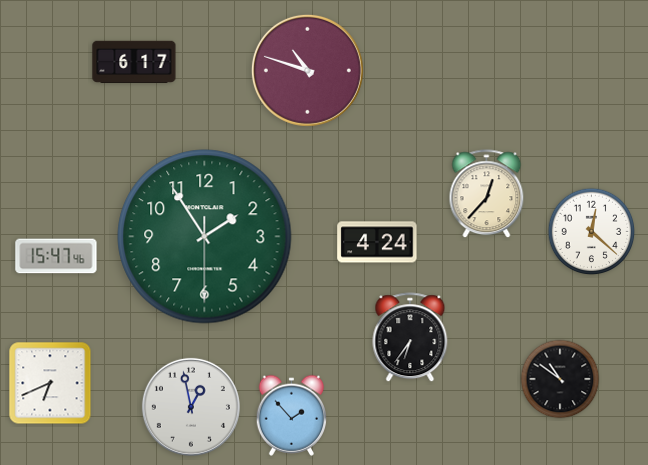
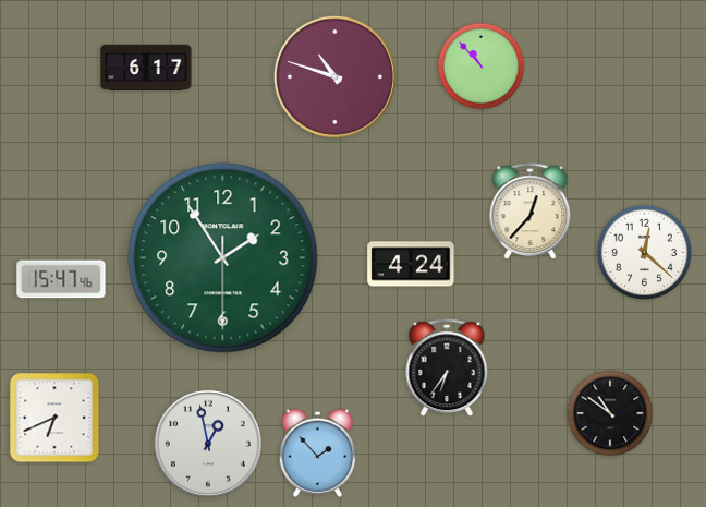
clock at (482, 67): none -> 10:53
